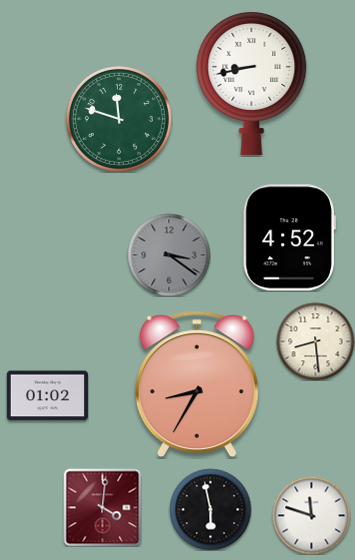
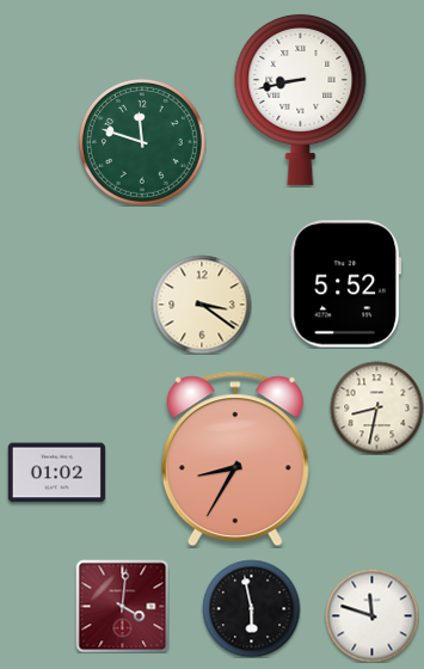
clock at (289, 238): 4:52 -> 5:52
clock at (169, 255) dial: grey -> cream
clock at (315, 341): 8:29 -> 8:32
